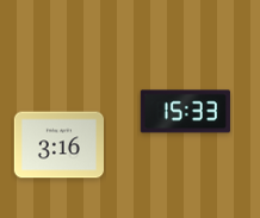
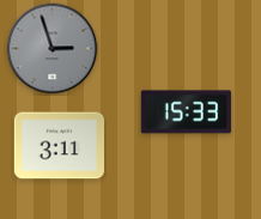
clock at (53, 49): none -> 2:57
clock at (58, 145): 3:16 -> 3:11
